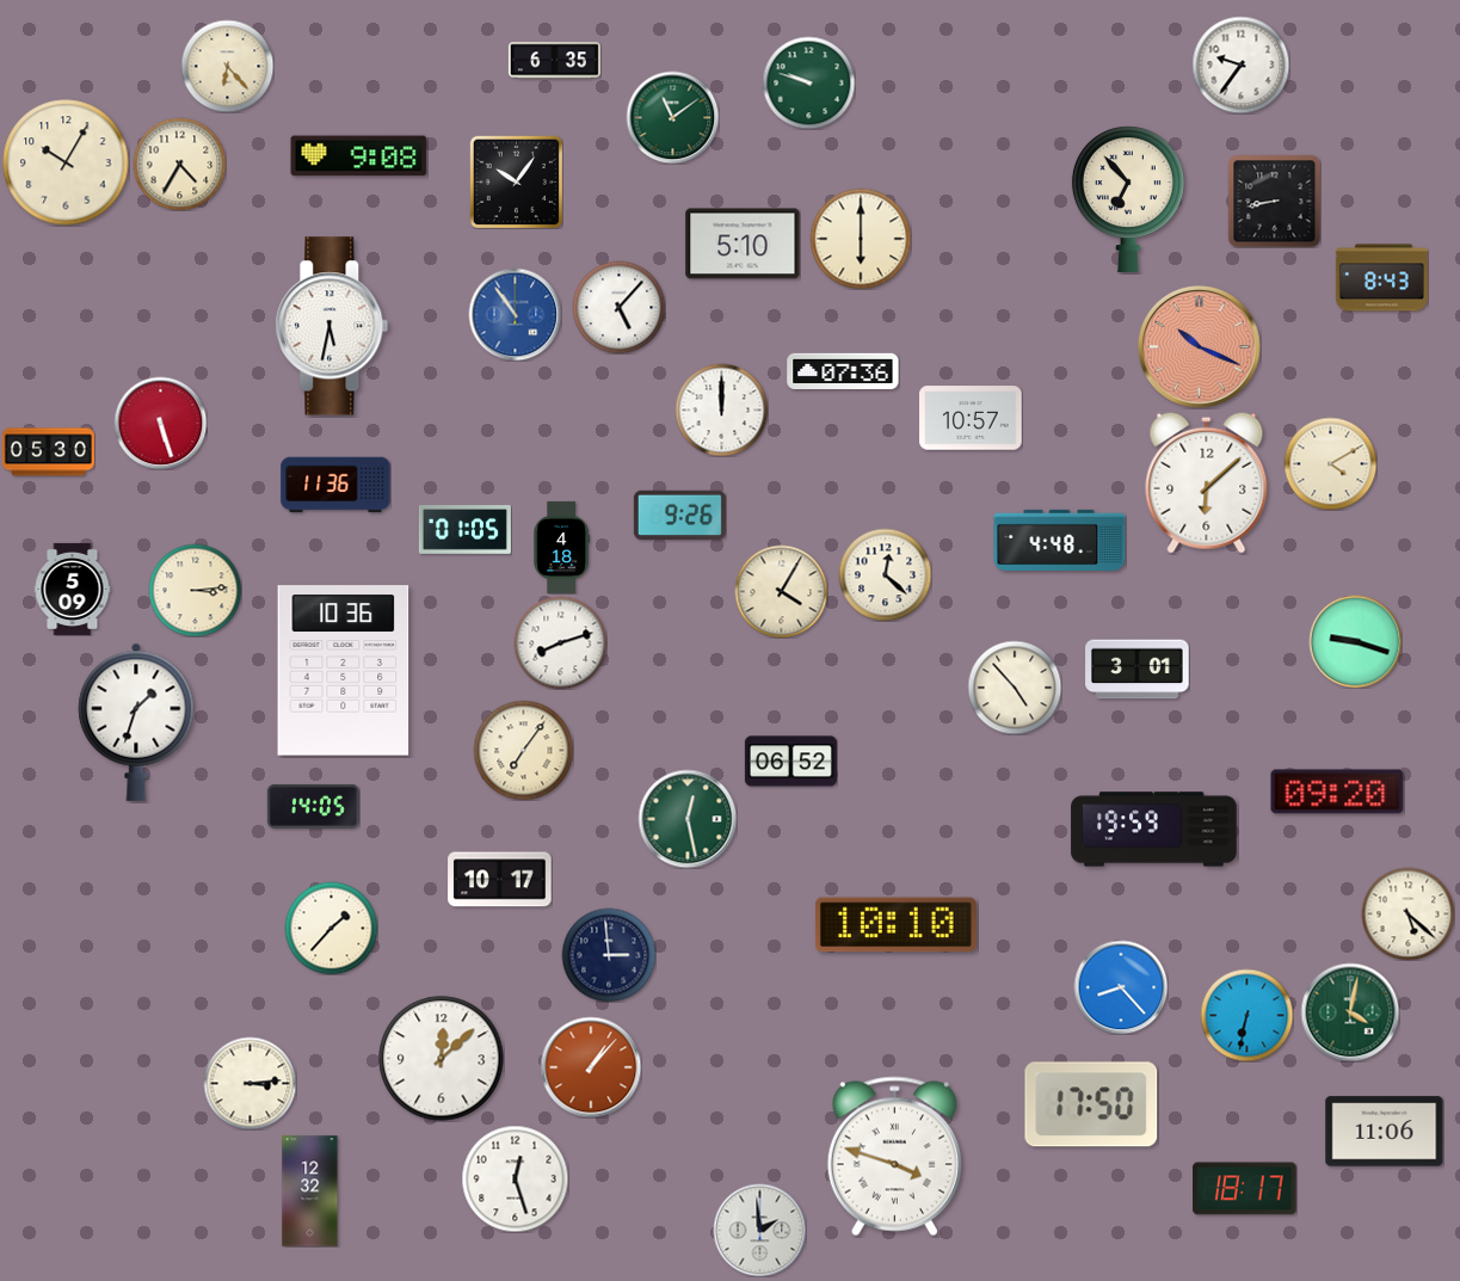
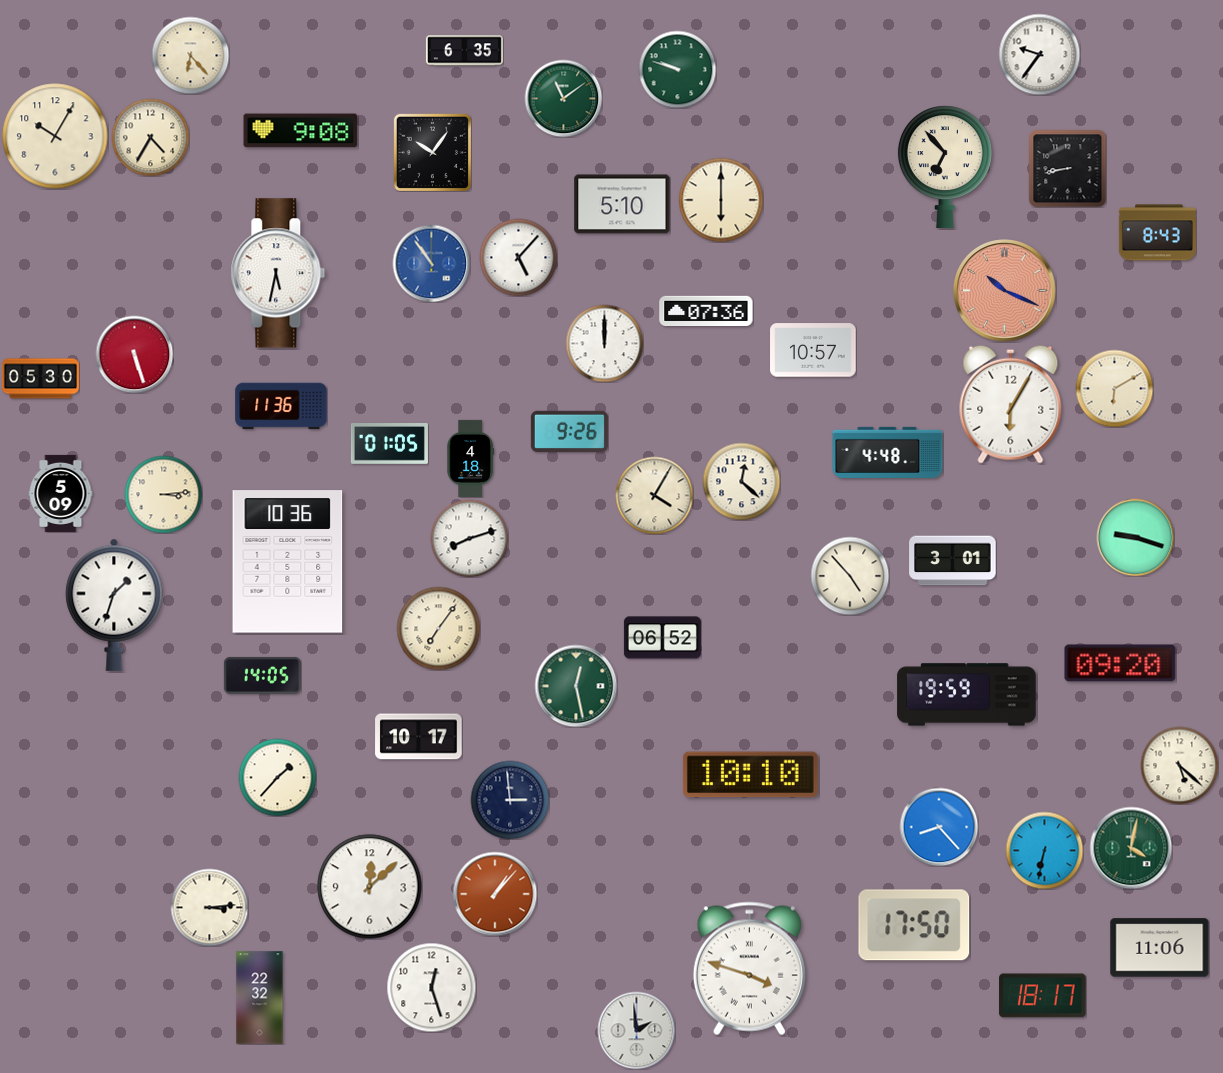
clock at (1330, 463): 4:10 -> 6:10
clock at (1207, 482): 6:08 -> 6:05
clock at (310, 1191): 12:32 -> 22:32
